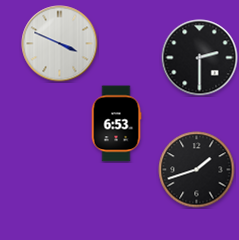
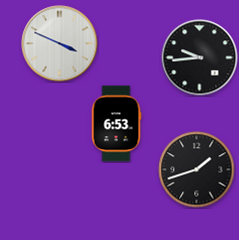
clock at (200, 58): 2:30 -> 9:44
